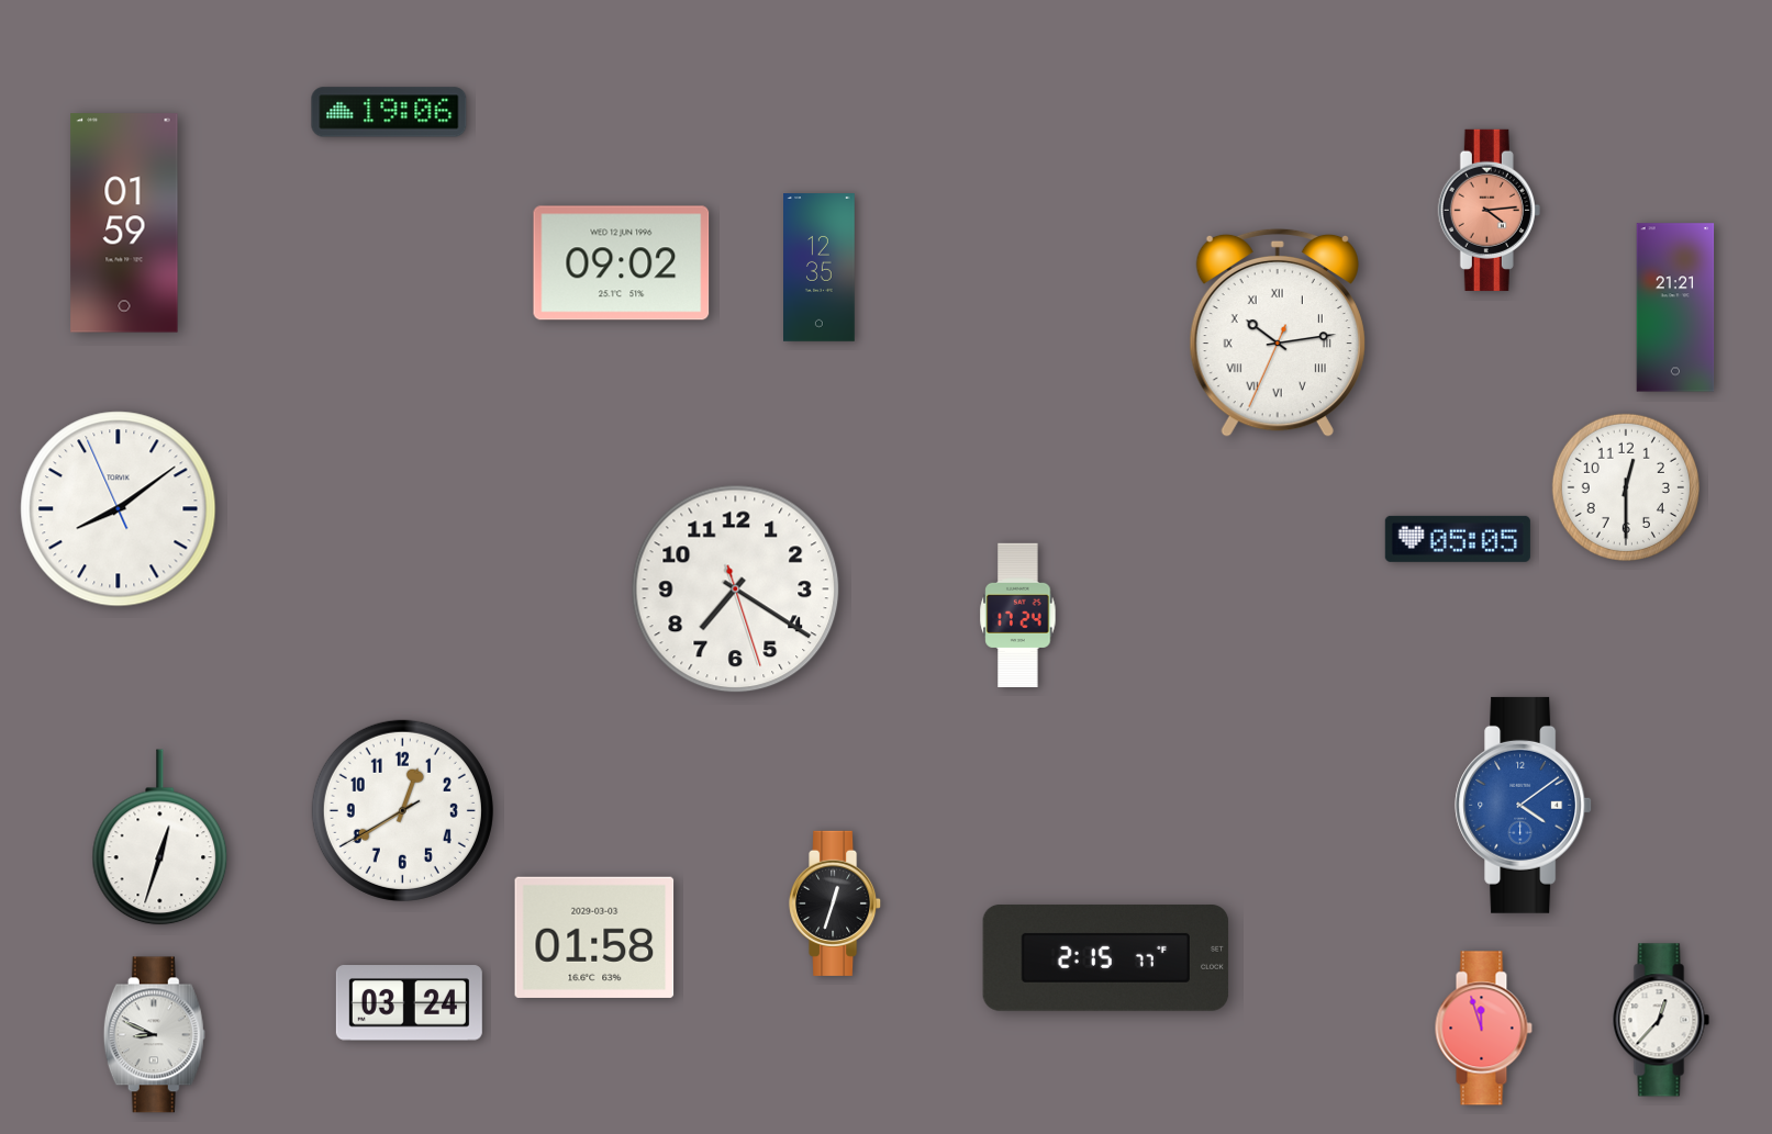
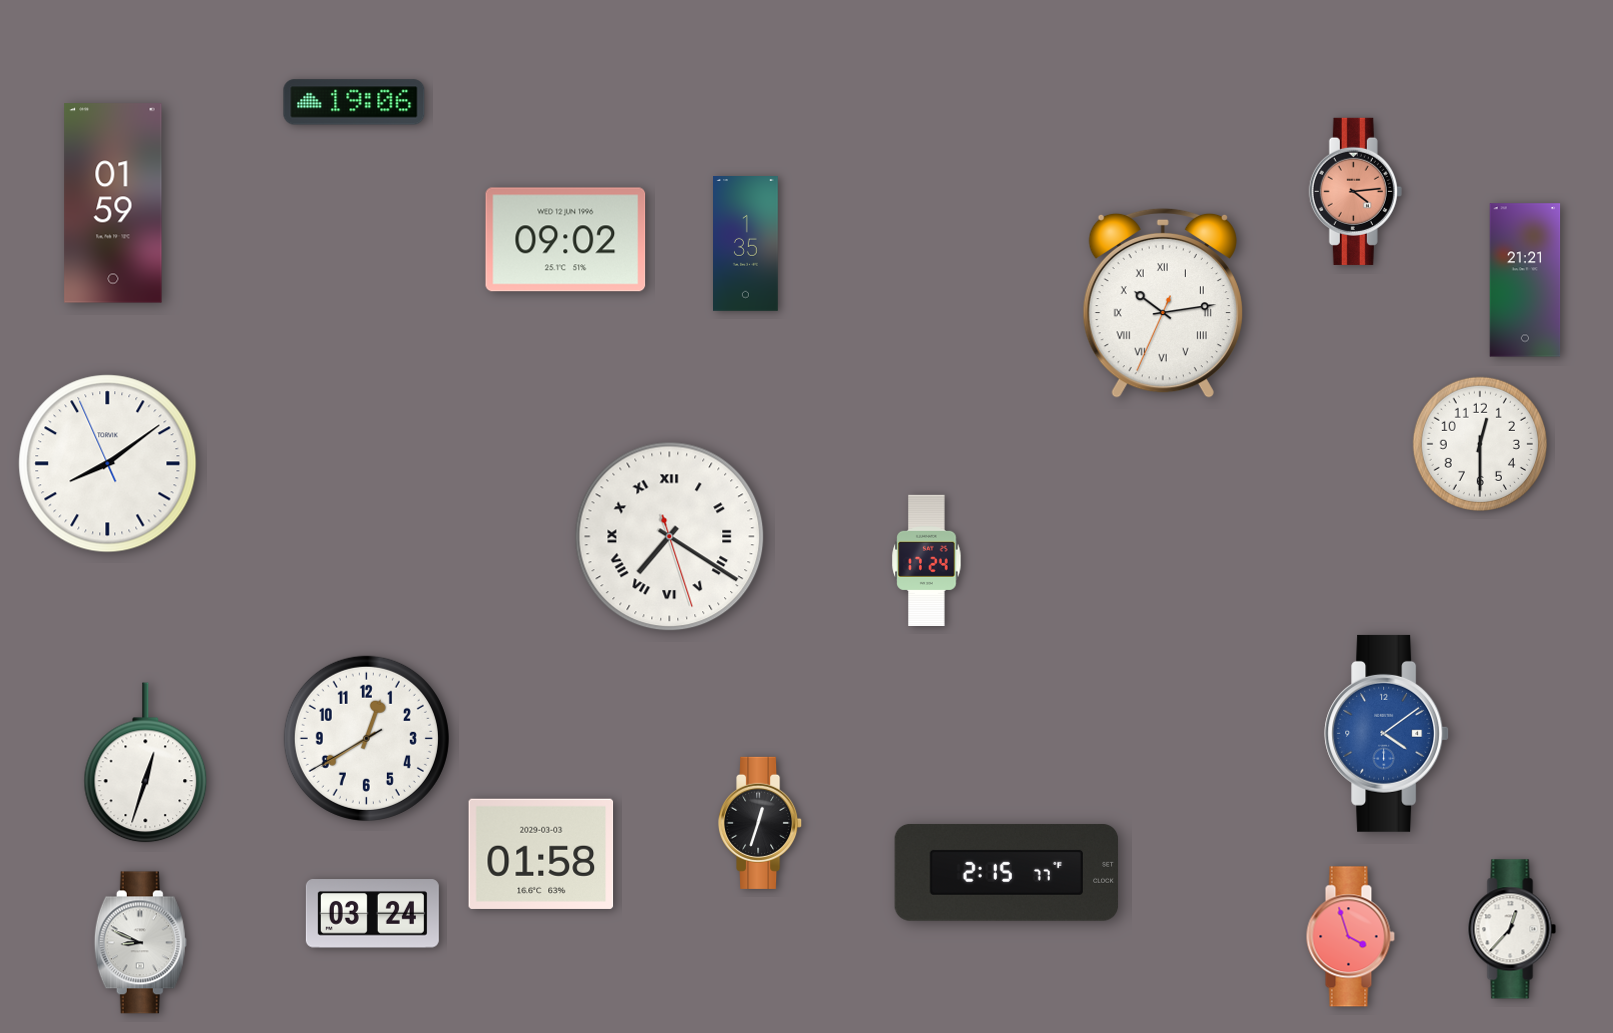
clock at (820, 268): 12:35 -> 1:35
clock at (1458, 539): 05:05 -> none
clock at (736, 590) numerals: Arabic -> Roman
clock at (1483, 1029): 11:57 -> 3:57
